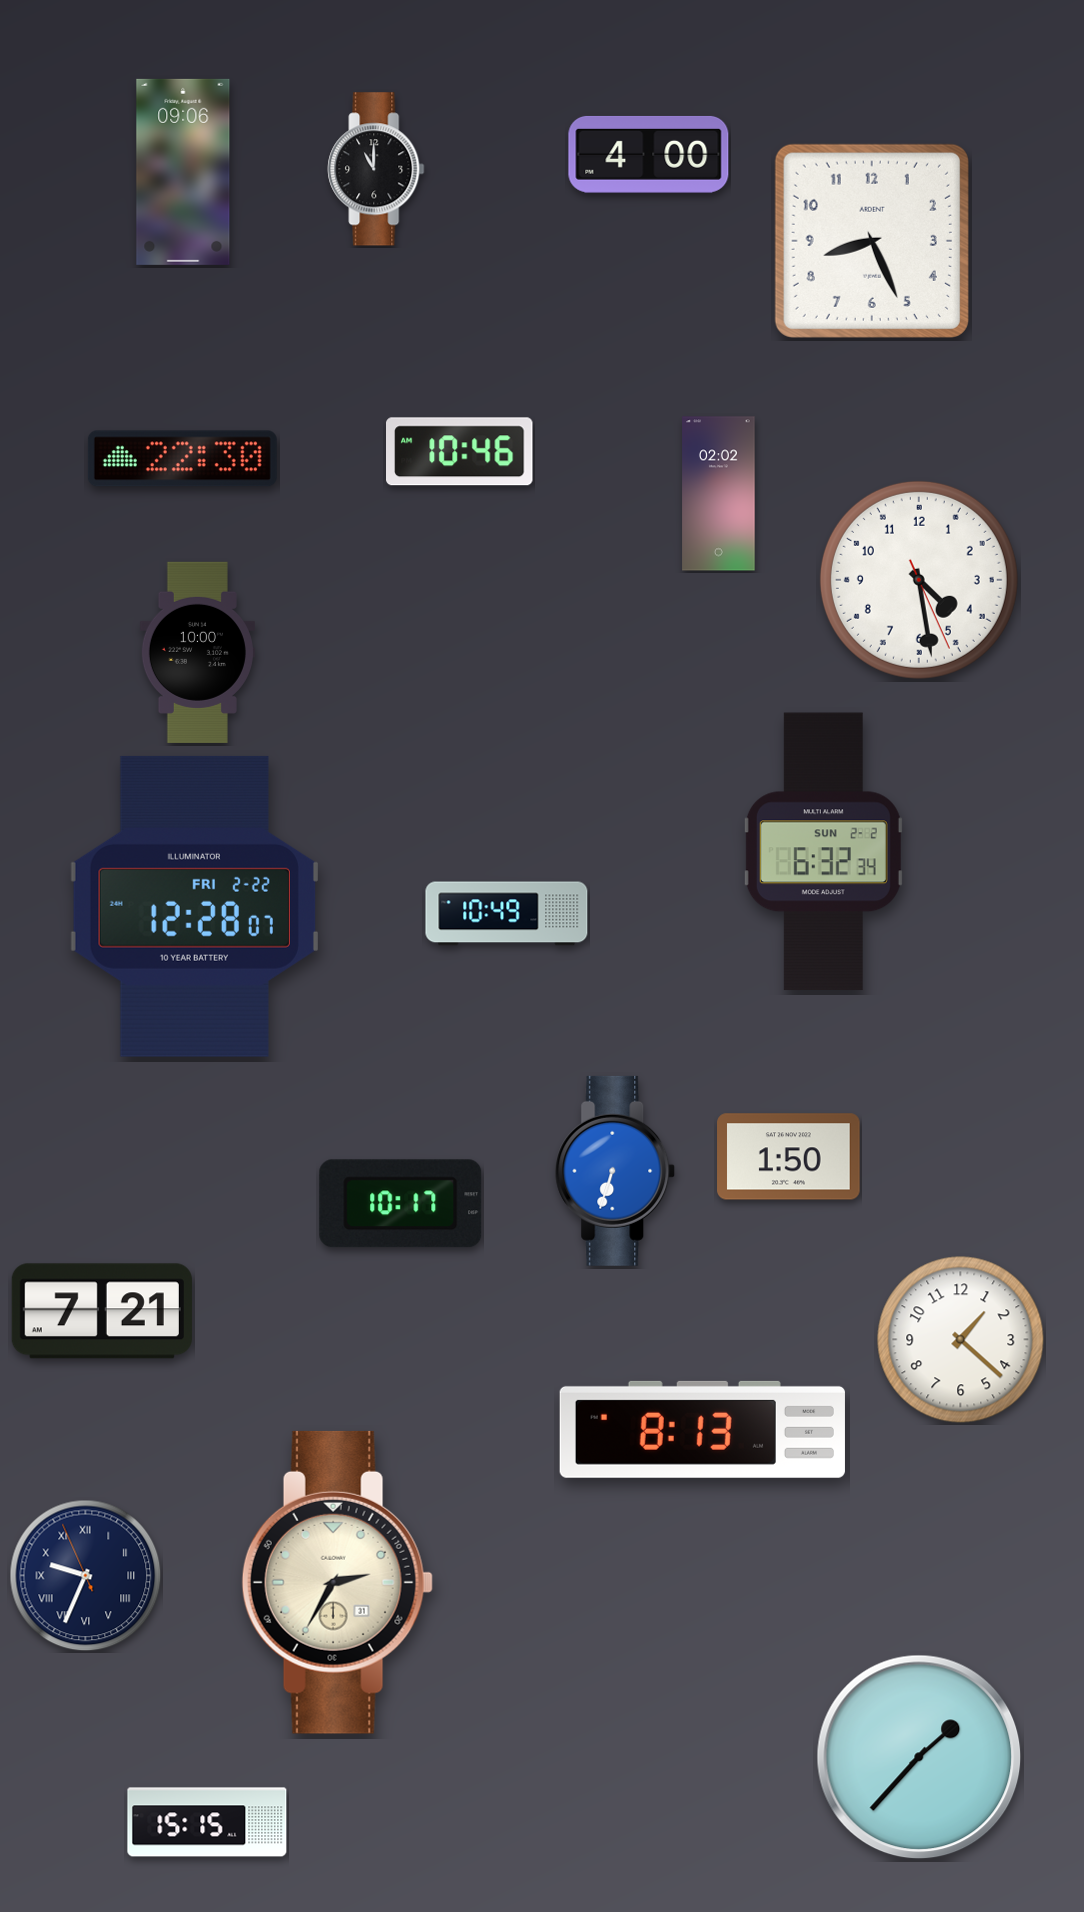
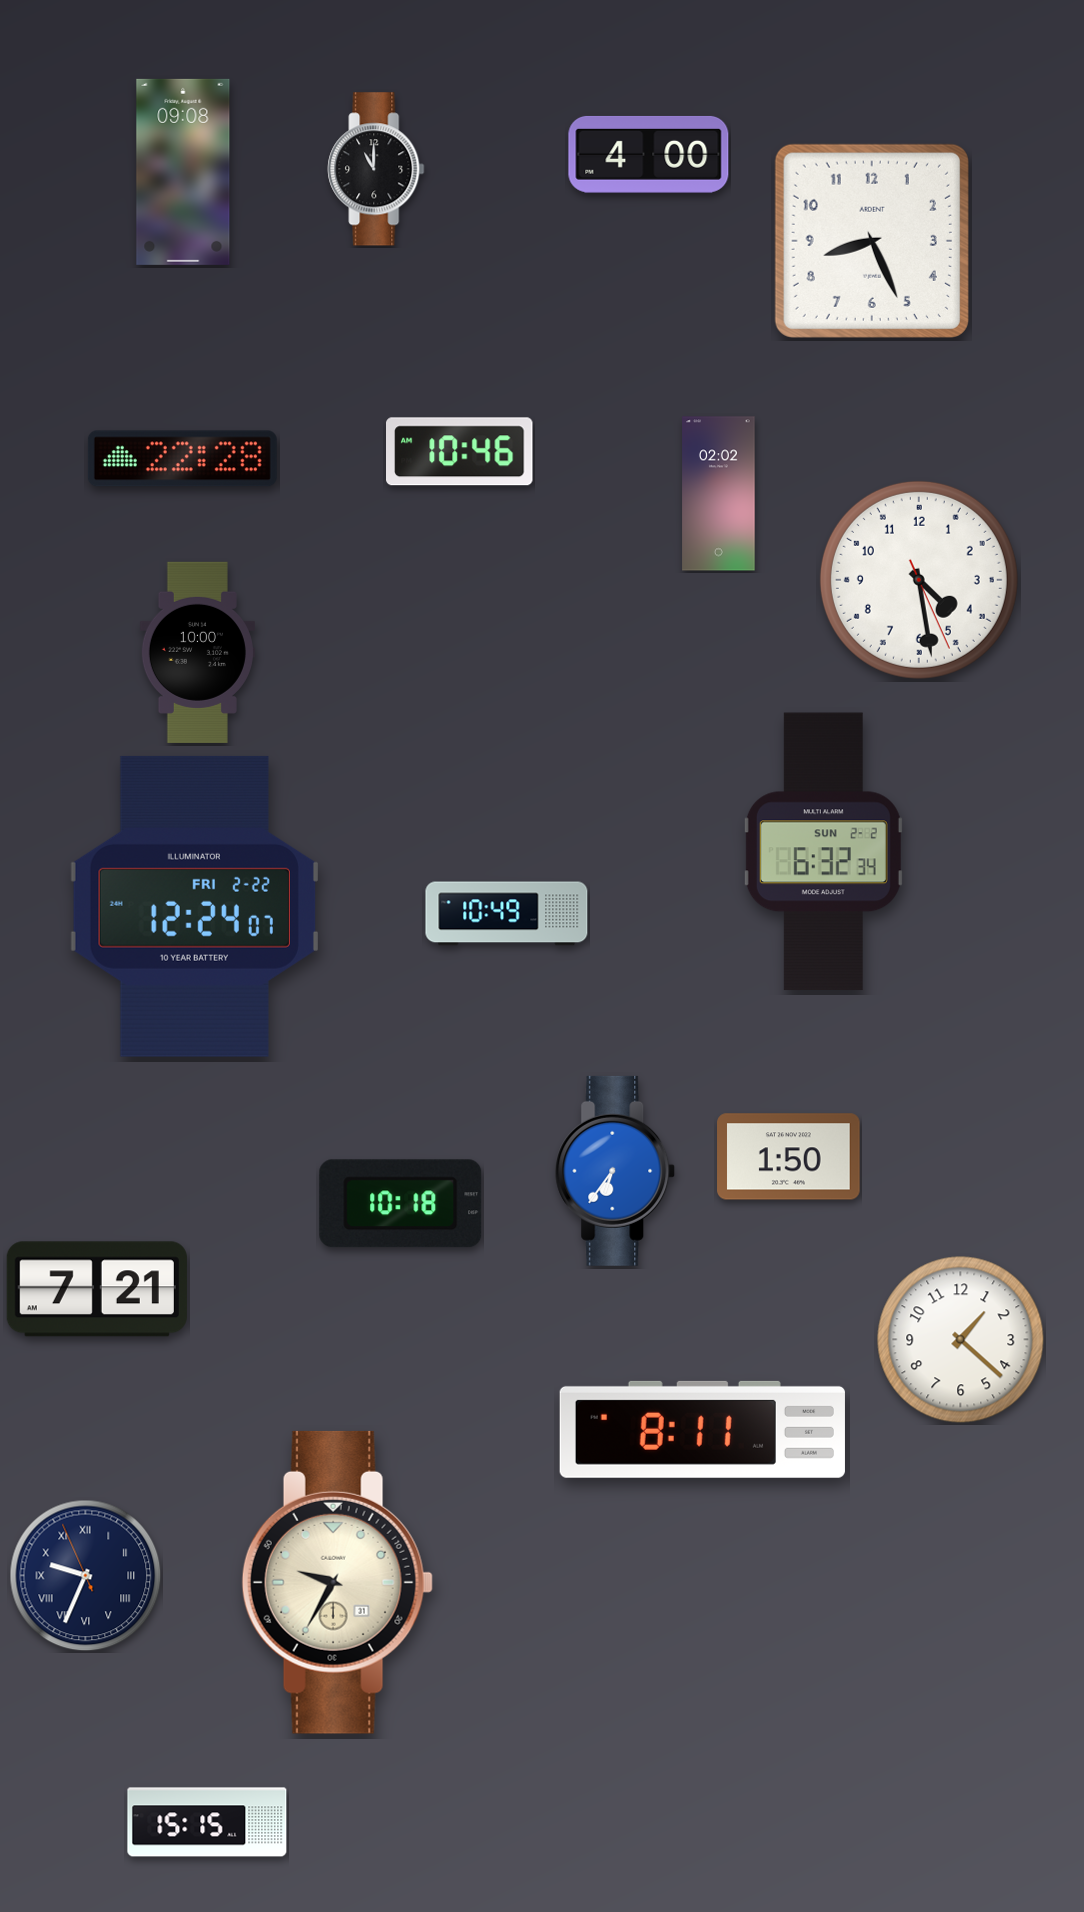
clock at (183, 172): 09:06 -> 09:08
clock at (182, 459): 22:30 -> 22:28
clock at (194, 906): 12:28 -> 12:24
clock at (615, 1171): 6:33 -> 6:36
clock at (401, 1204): 10:17 -> 10:18
clock at (102, 1311) position: (102, 1311) -> (97, 1289)
clock at (702, 1429): 8:13 -> 8:11
clock at (337, 1582): 2:35 -> 9:35
clock at (919, 1757): 1:37 -> none
